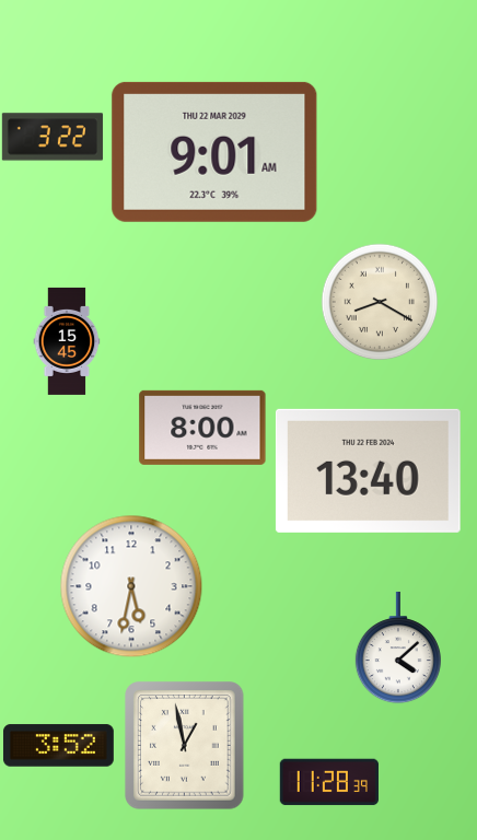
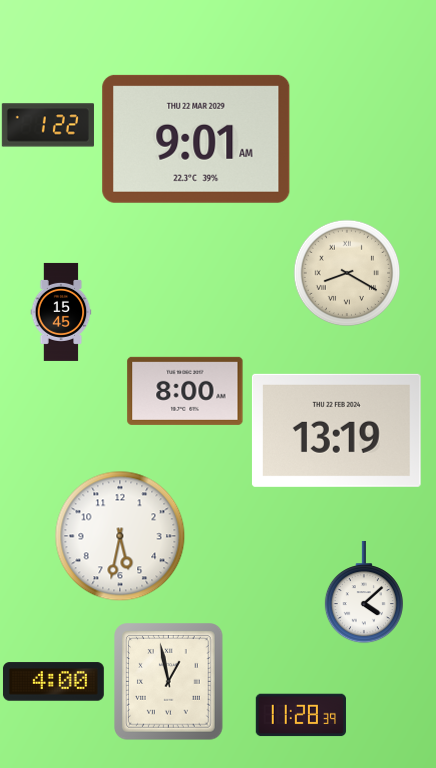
clock at (53, 137): 3:22 -> 1:22
clock at (380, 302) position: (380, 302) -> (347, 273)
clock at (368, 470): 13:40 -> 13:19
clock at (58, 746): 3:52 -> 4:00
